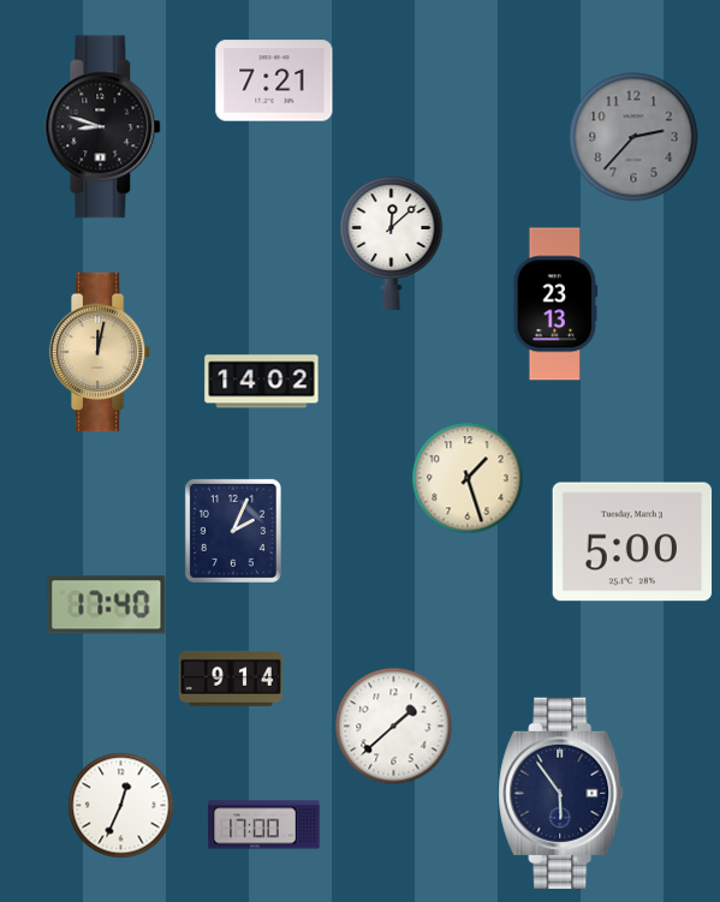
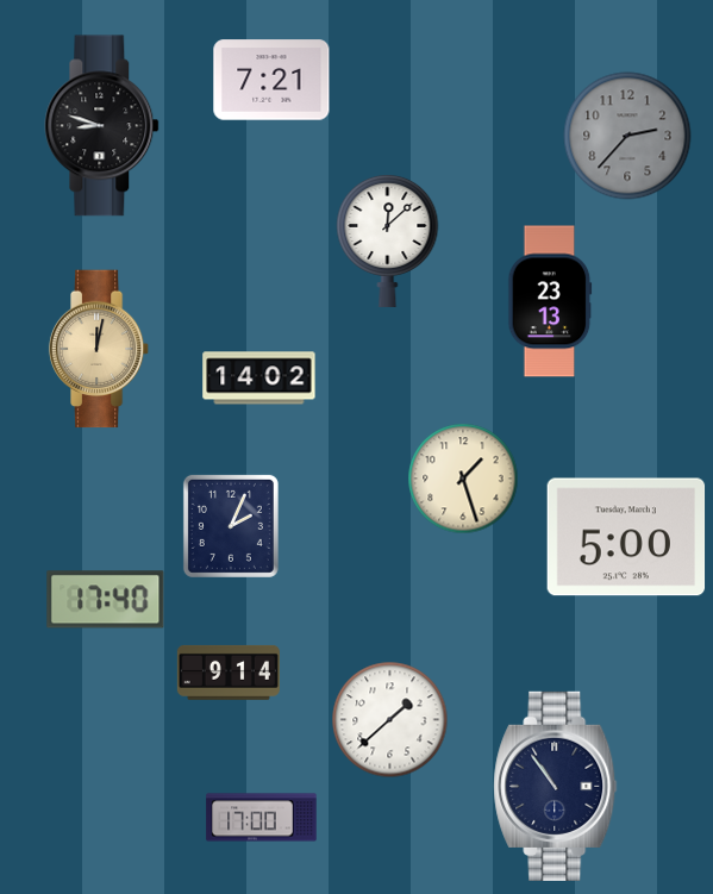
clock at (468, 478) position: (468, 478) -> (463, 479)
clock at (561, 793): 5:54 -> 10:54
clock at (121, 806): 12:34 -> none
